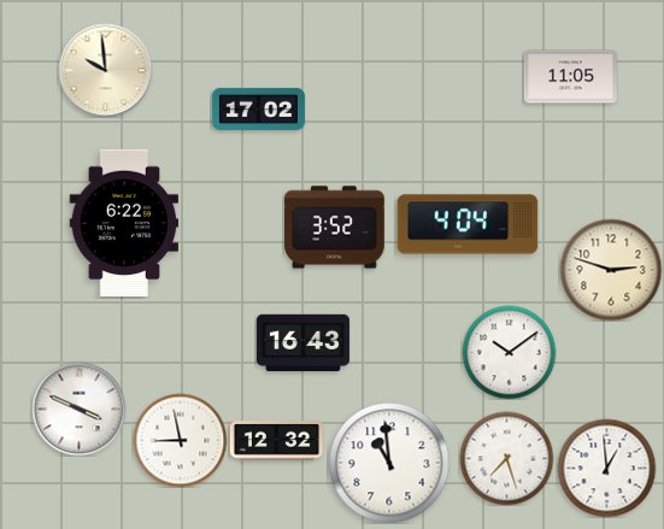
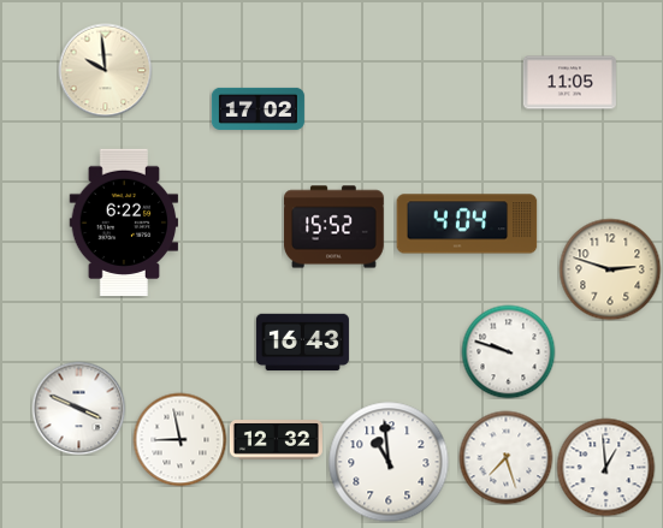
clock at (570, 77) position: (570, 77) -> (569, 83)
clock at (335, 228): 3:52 -> 15:52
clock at (509, 352): 10:09 -> 9:48
